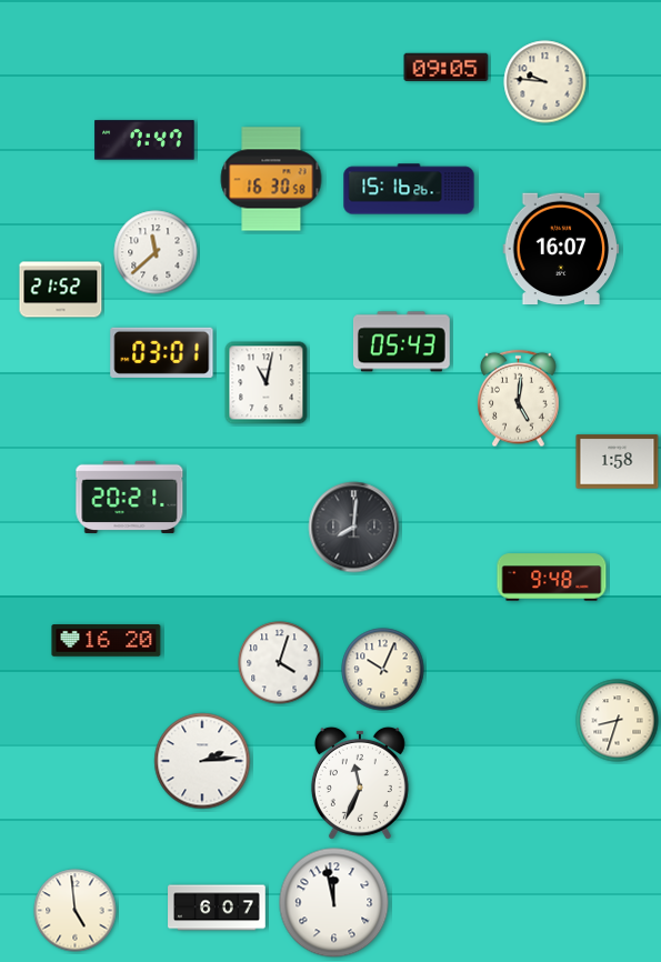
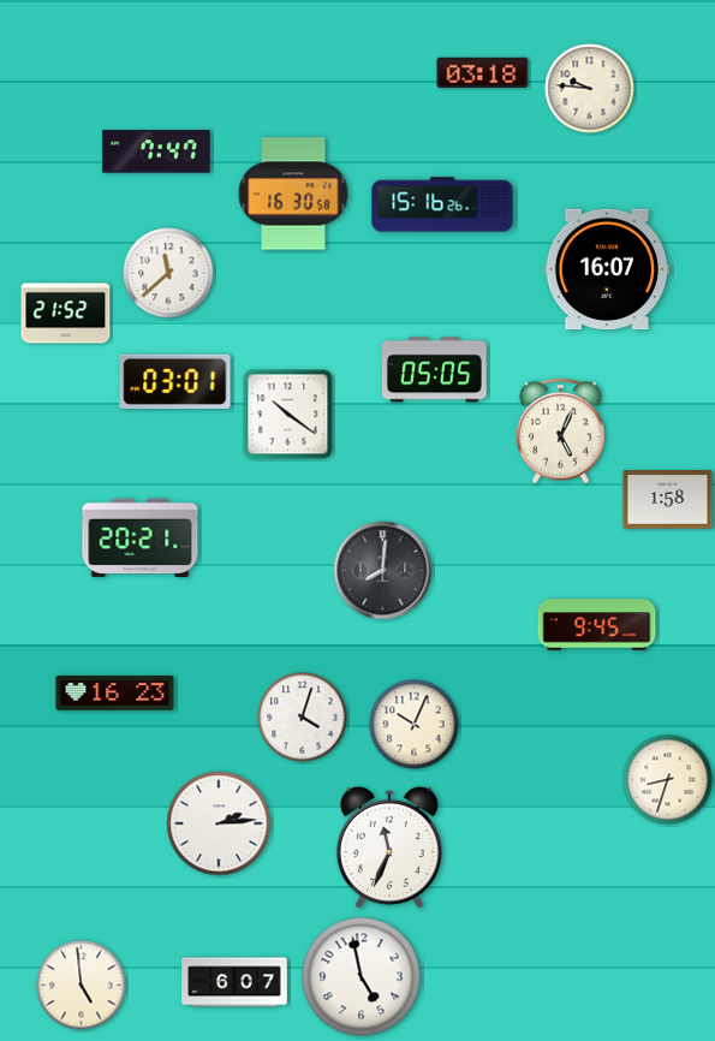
clock at (447, 68): 09:05 -> 03:18
clock at (401, 342): 05:43 -> 05:05
clock at (267, 383): 11:02 -> 10:21
clock at (519, 399): 5:01 -> 5:04
clock at (552, 578): 9:48 -> 9:45
clock at (107, 641): 16:20 -> 16:23
clock at (334, 903): 11:58 -> 4:58
